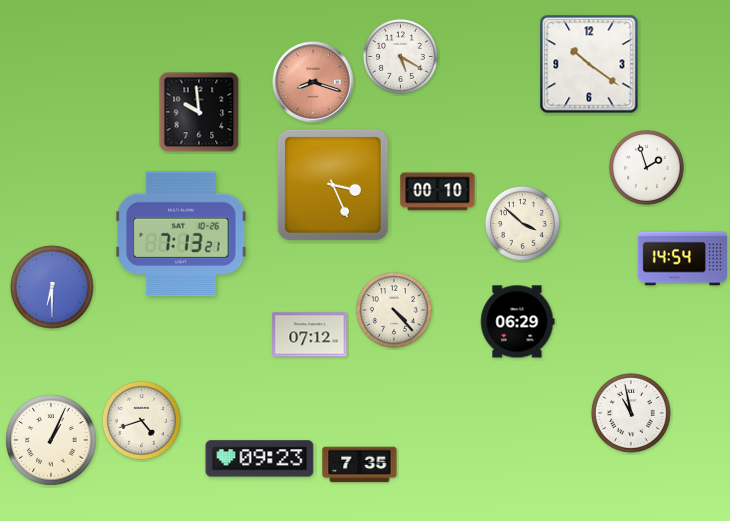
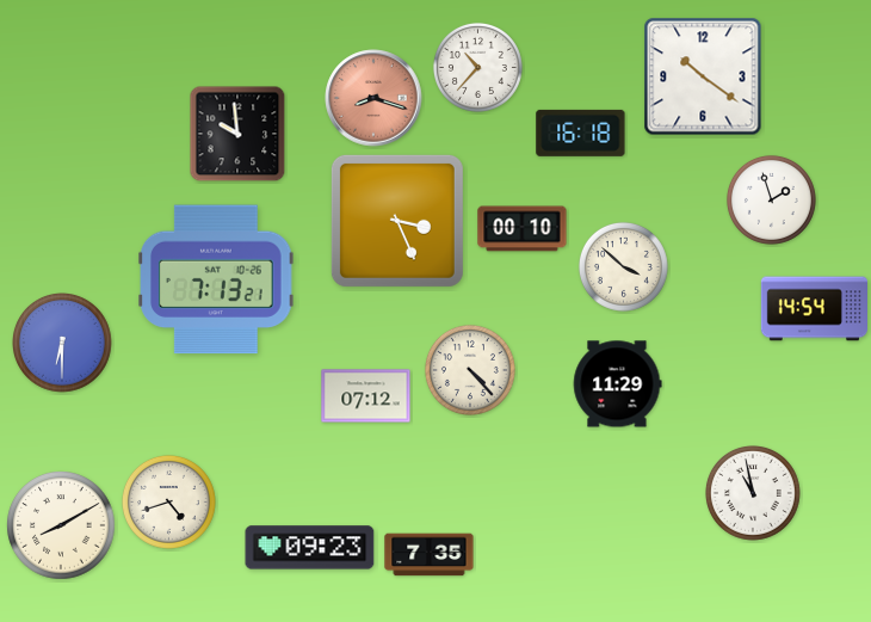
clock at (400, 56): 5:20 -> 10:37
clock at (581, 133): none -> 16:18
clock at (517, 322): 06:29 -> 11:29
clock at (310, 335) position: (310, 335) -> (366, 396)
clock at (51, 440): 1:04 -> 8:10
